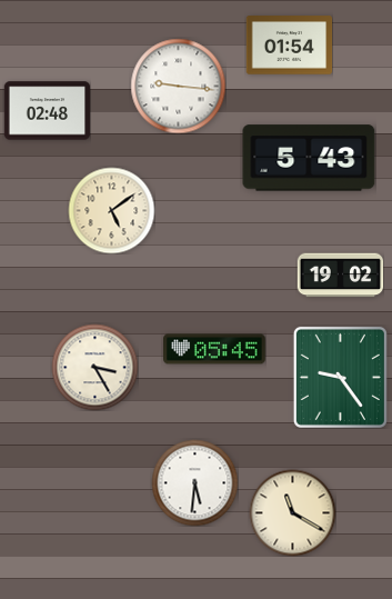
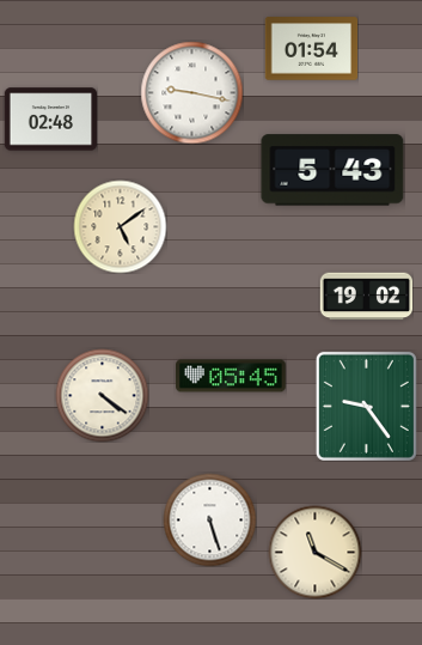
clock at (178, 86): 9:16 -> 9:17
clock at (94, 367): 3:25 -> 4:21
clock at (194, 482): 5:31 -> 5:27
